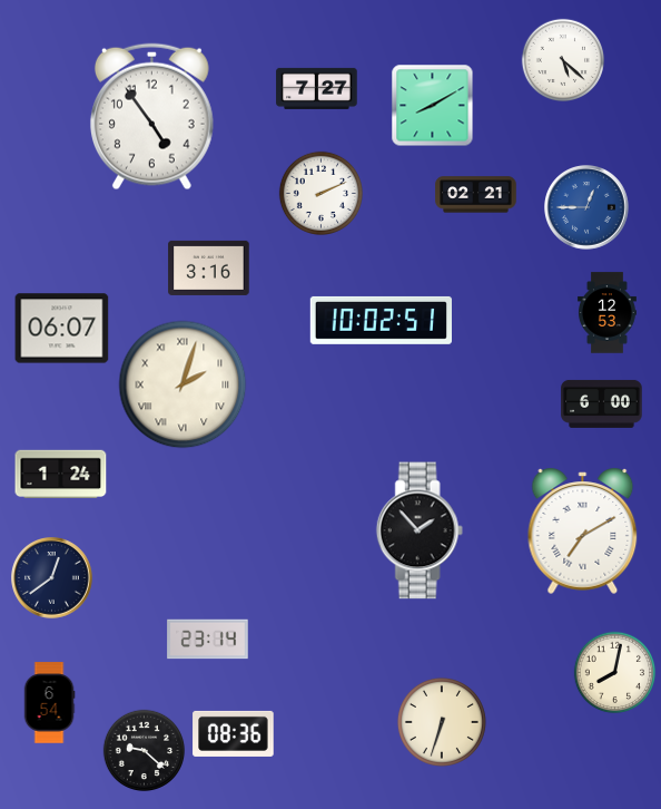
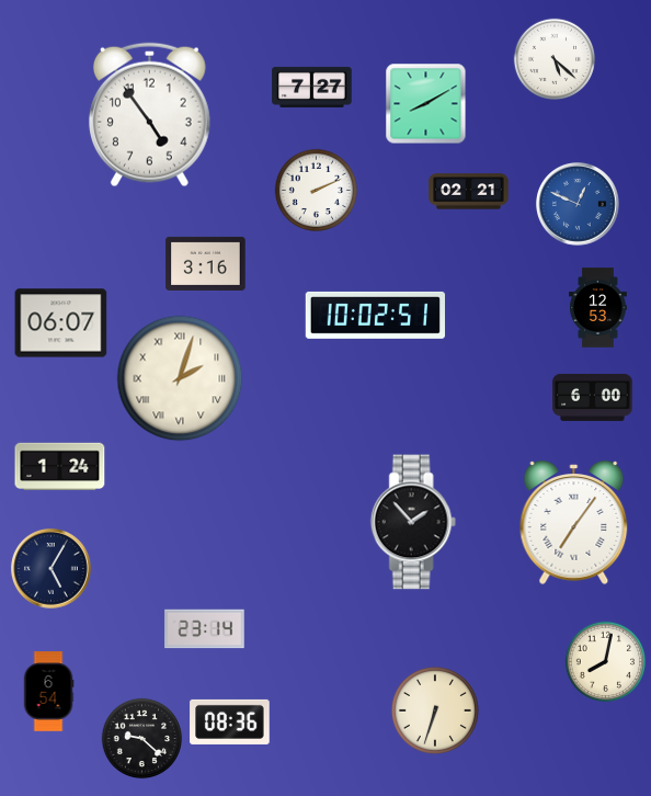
clock at (588, 208): 12:45 -> 12:49
clock at (583, 530): 7:10 -> 7:06
clock at (52, 578): 12:39 -> 5:05
